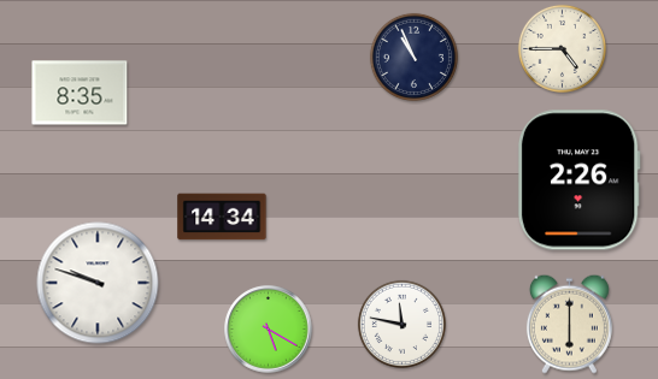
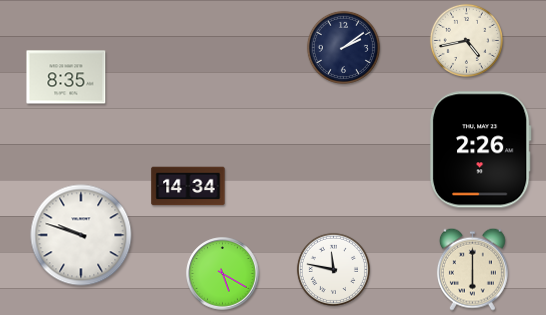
clock at (562, 48): 4:45 -> 4:43
clock at (413, 57): 10:56 -> 2:09
clock at (222, 217) position: (222, 217) -> (188, 186)
